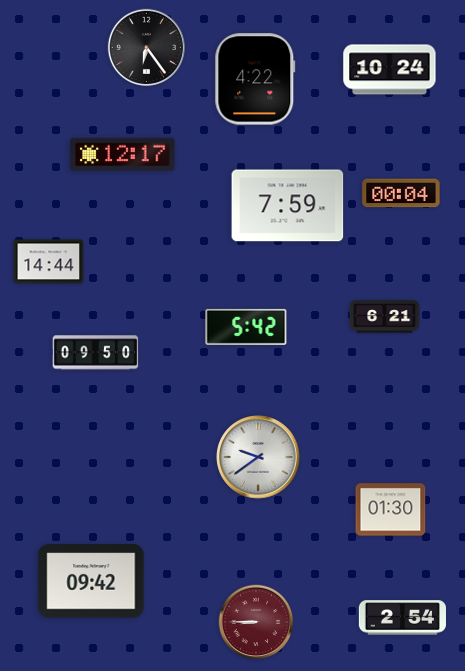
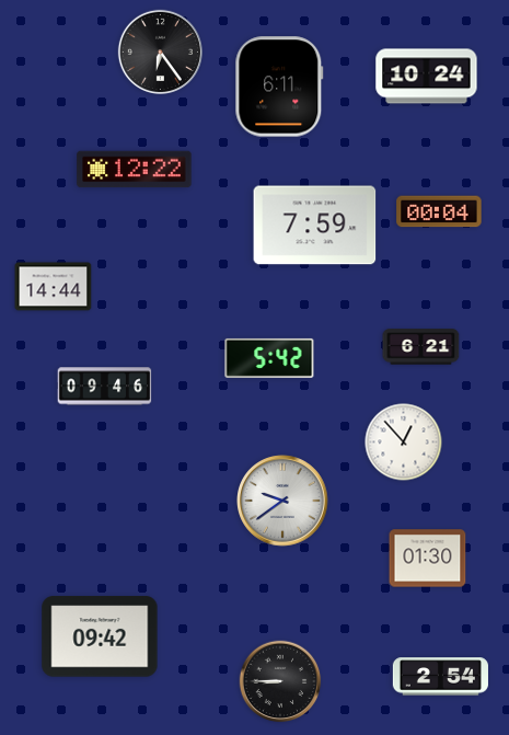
clock at (255, 79): 4:22 -> 6:11
clock at (123, 155): 12:17 -> 12:22
clock at (96, 353): 09:50 -> 09:46
clock at (404, 443): none -> 12:53
clock at (256, 622) dial: burgundy -> black
